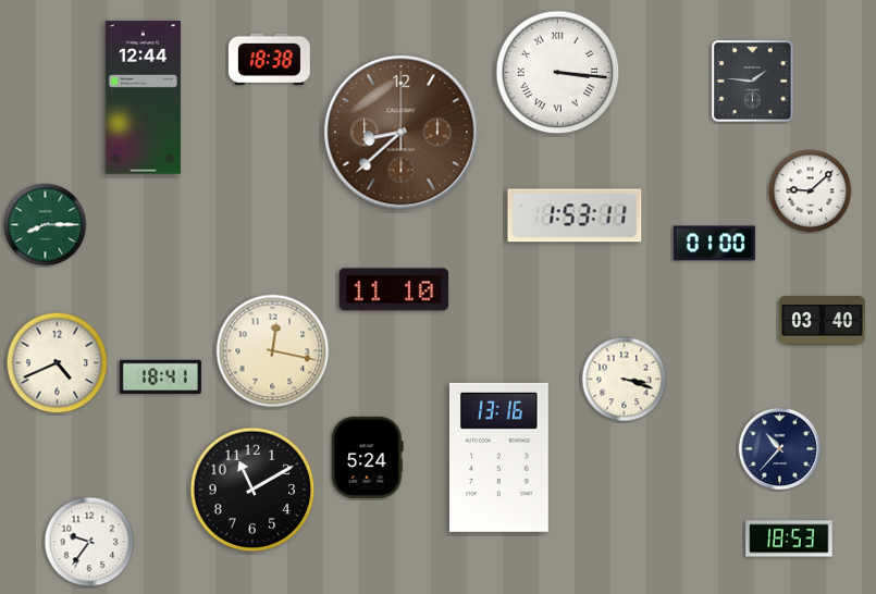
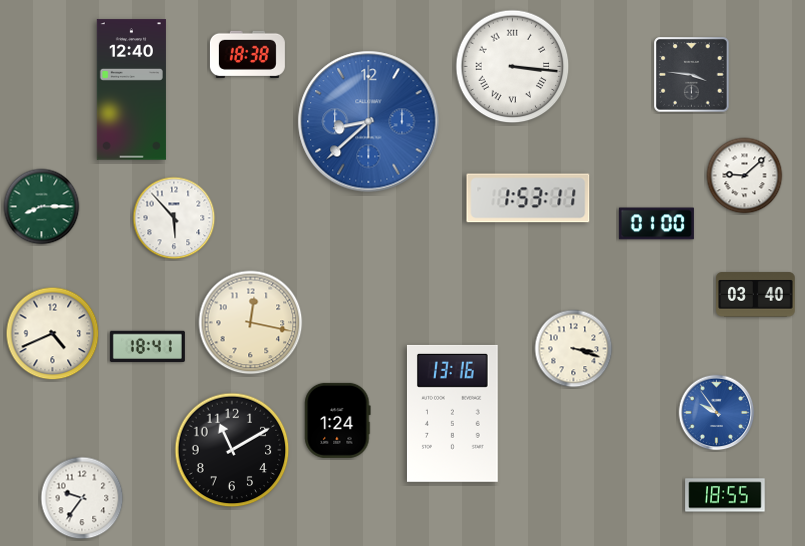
clock at (753, 82): 1:46 -> 3:46
clock at (143, 98): 12:44 -> 12:40
clock at (402, 133) dial: brown -> blue
clock at (174, 218): none -> 5:53
clock at (394, 289): 11:10 -> none
clock at (780, 449): 10:37 -> 9:54
clock at (780, 449) dial: navy -> blue
clock at (368, 457): 5:24 -> 1:24
clock at (499, 457) position: (499, 457) -> (453, 413)
clock at (789, 539): 18:53 -> 18:55
